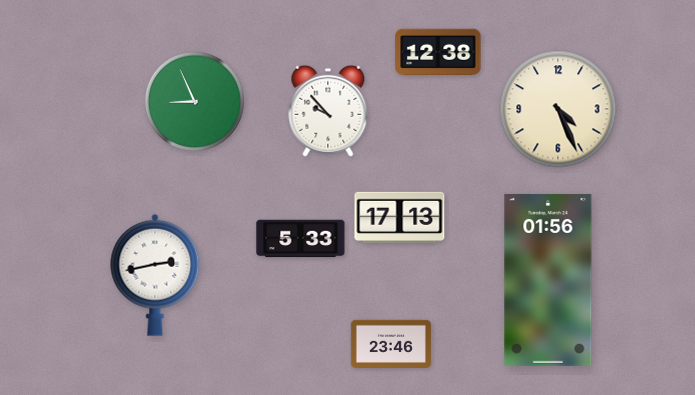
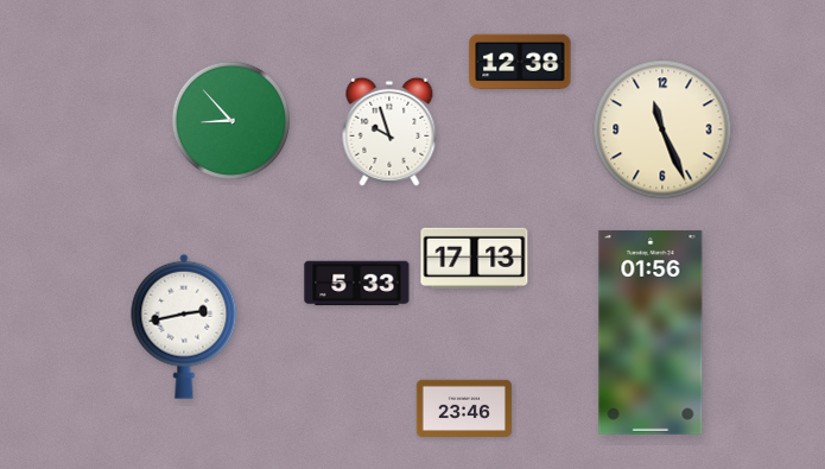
clock at (194, 101): 8:56 -> 8:53
clock at (558, 109): 4:26 -> 11:26
clock at (328, 111): 9:53 -> 9:57
